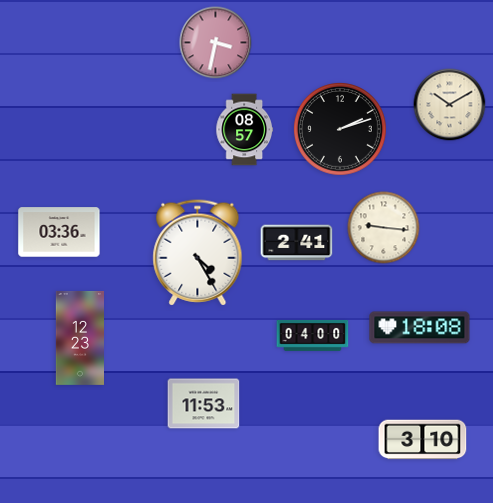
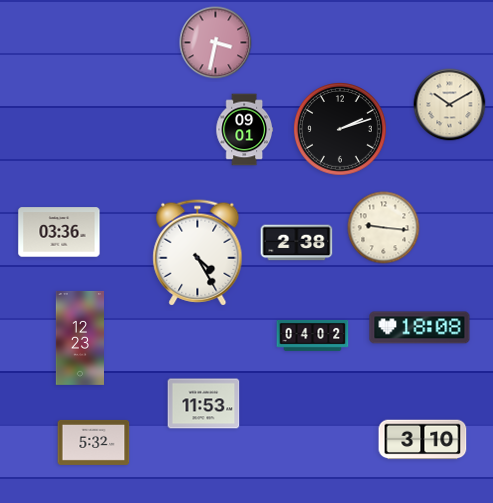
clock at (244, 130): 08:57 -> 09:01
clock at (297, 243): 2:41 -> 2:38
clock at (313, 335): 04:00 -> 04:02
clock at (94, 442): none -> 5:32
